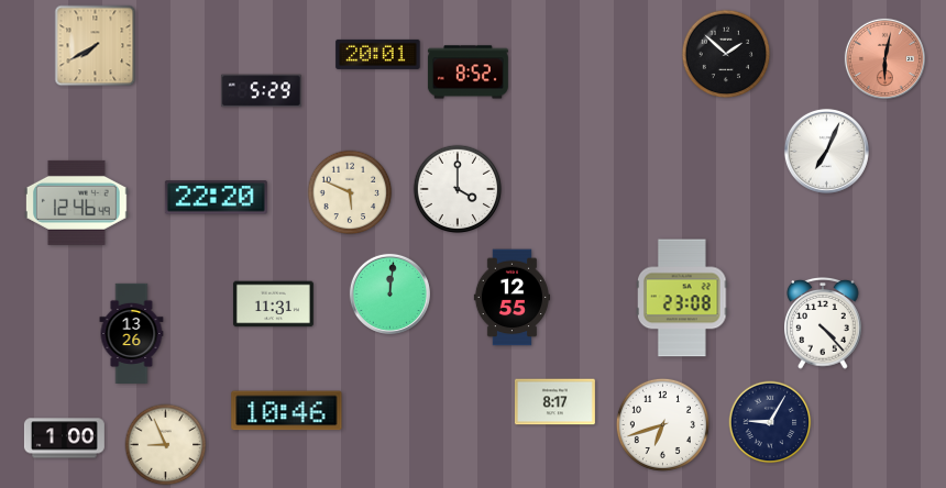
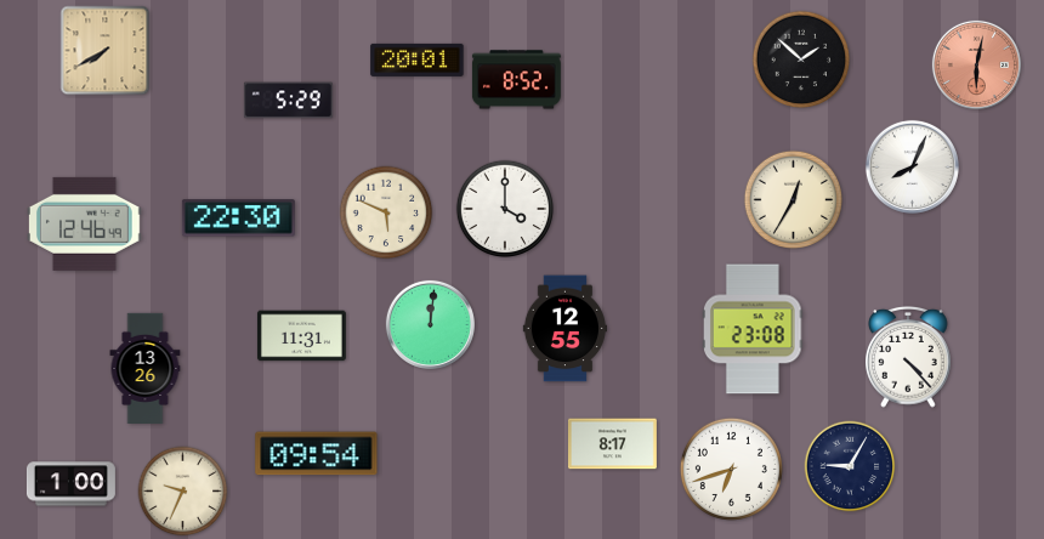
clock at (826, 151): 7:04 -> 8:04
clock at (793, 199): none -> 12:35
clock at (216, 198): 22:20 -> 22:30
clock at (287, 411): 10:46 -> 09:54
clock at (166, 445): 8:56 -> 9:34
